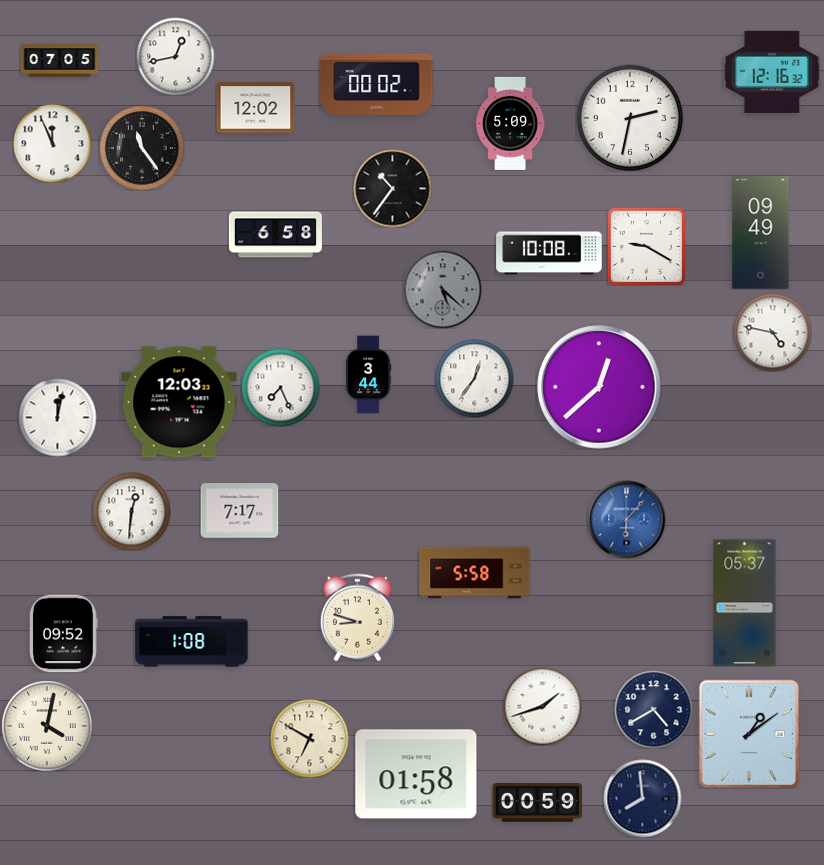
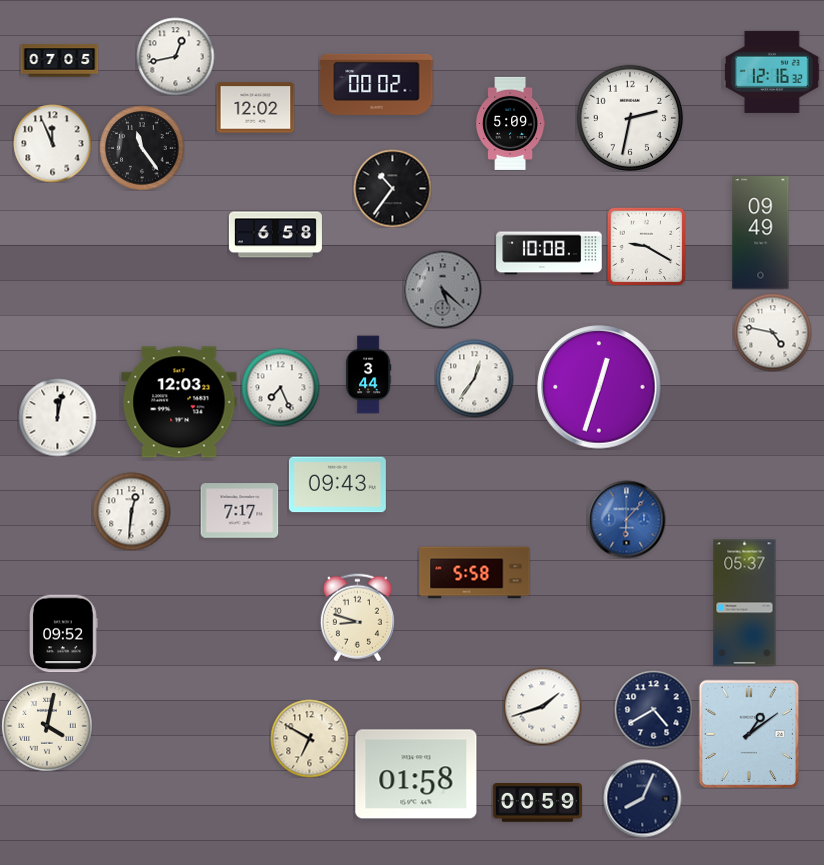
clock at (599, 387): 12:38 -> 12:33
clock at (337, 485): none -> 09:43
clock at (192, 642): 1:08 -> none
clock at (642, 798): 7:59 -> 8:04
